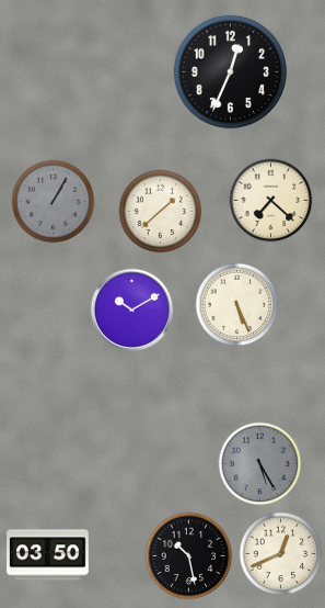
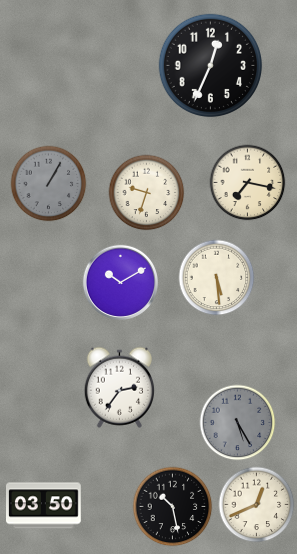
clock at (271, 201): 7:22 -> 7:17
clock at (161, 212): 1:38 -> 9:33
clock at (237, 305): 5:26 -> 5:29
clock at (119, 387): none -> 2:36
